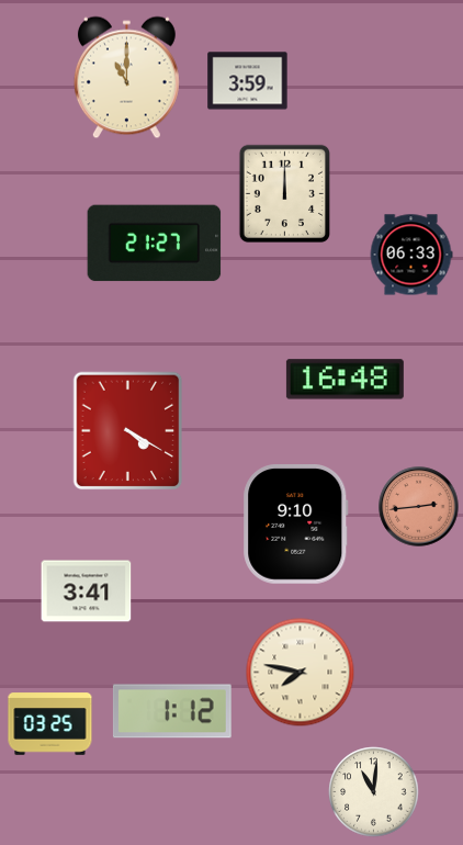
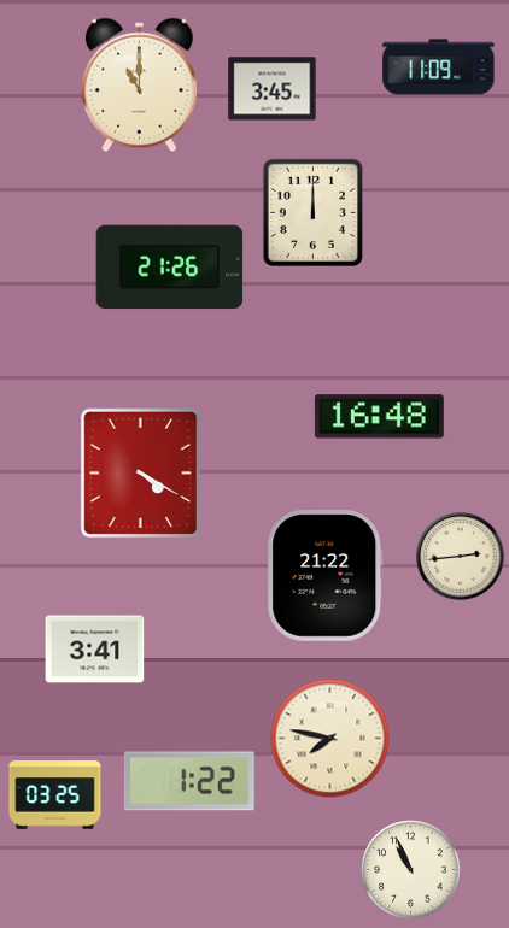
clock at (439, 67): none -> 11:09
clock at (248, 81): 3:59 -> 3:45
clock at (155, 244): 21:27 -> 21:26
clock at (411, 255): 06:33 -> none
clock at (419, 507) dial: salmon -> cream
clock at (296, 525): 9:10 -> 21:22
clock at (172, 711): 1:12 -> 1:22
clock at (374, 792): 11:01 -> 10:56
